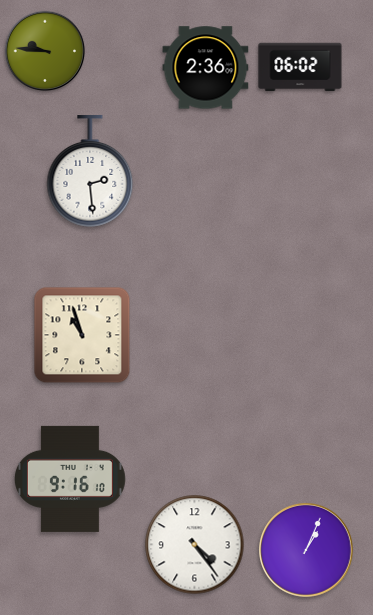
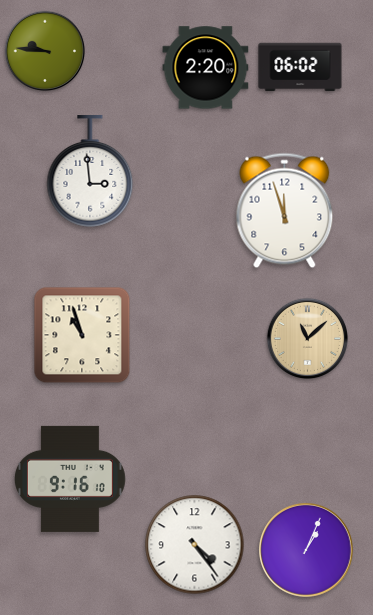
clock at (206, 68): 2:36 -> 2:20
clock at (90, 172): 2:29 -> 2:59
clock at (285, 211): none -> 11:57
clock at (308, 339): none -> 11:08
